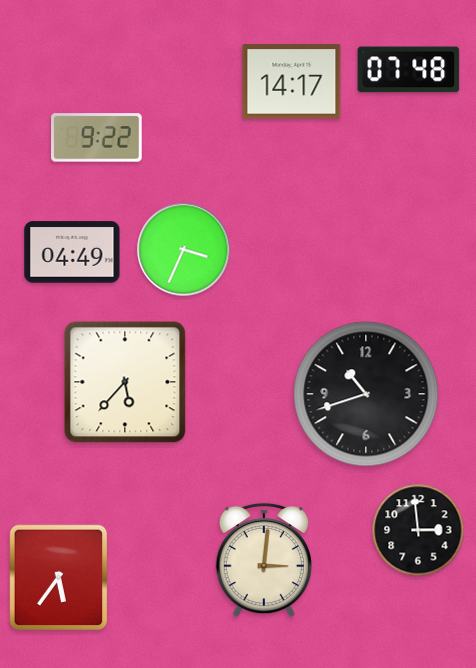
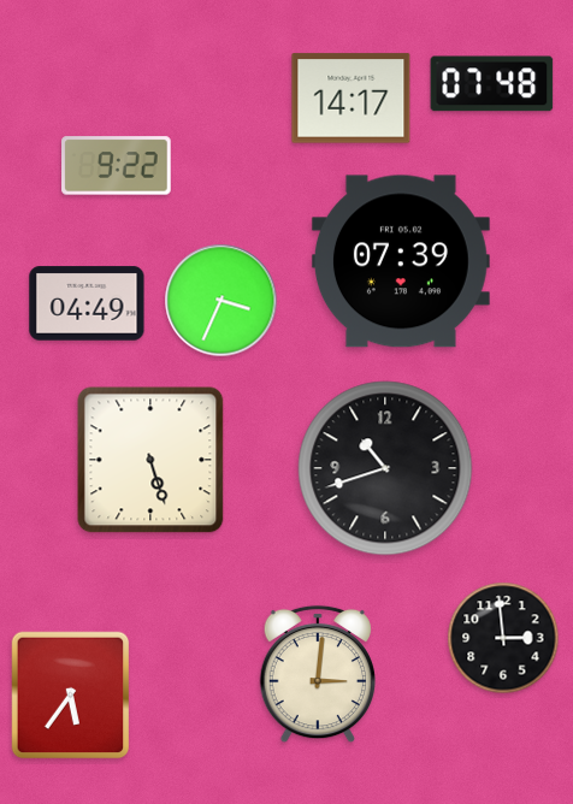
clock at (401, 261): none -> 07:39
clock at (125, 382): 5:37 -> 5:27
clock at (366, 394) position: (366, 394) -> (385, 468)
